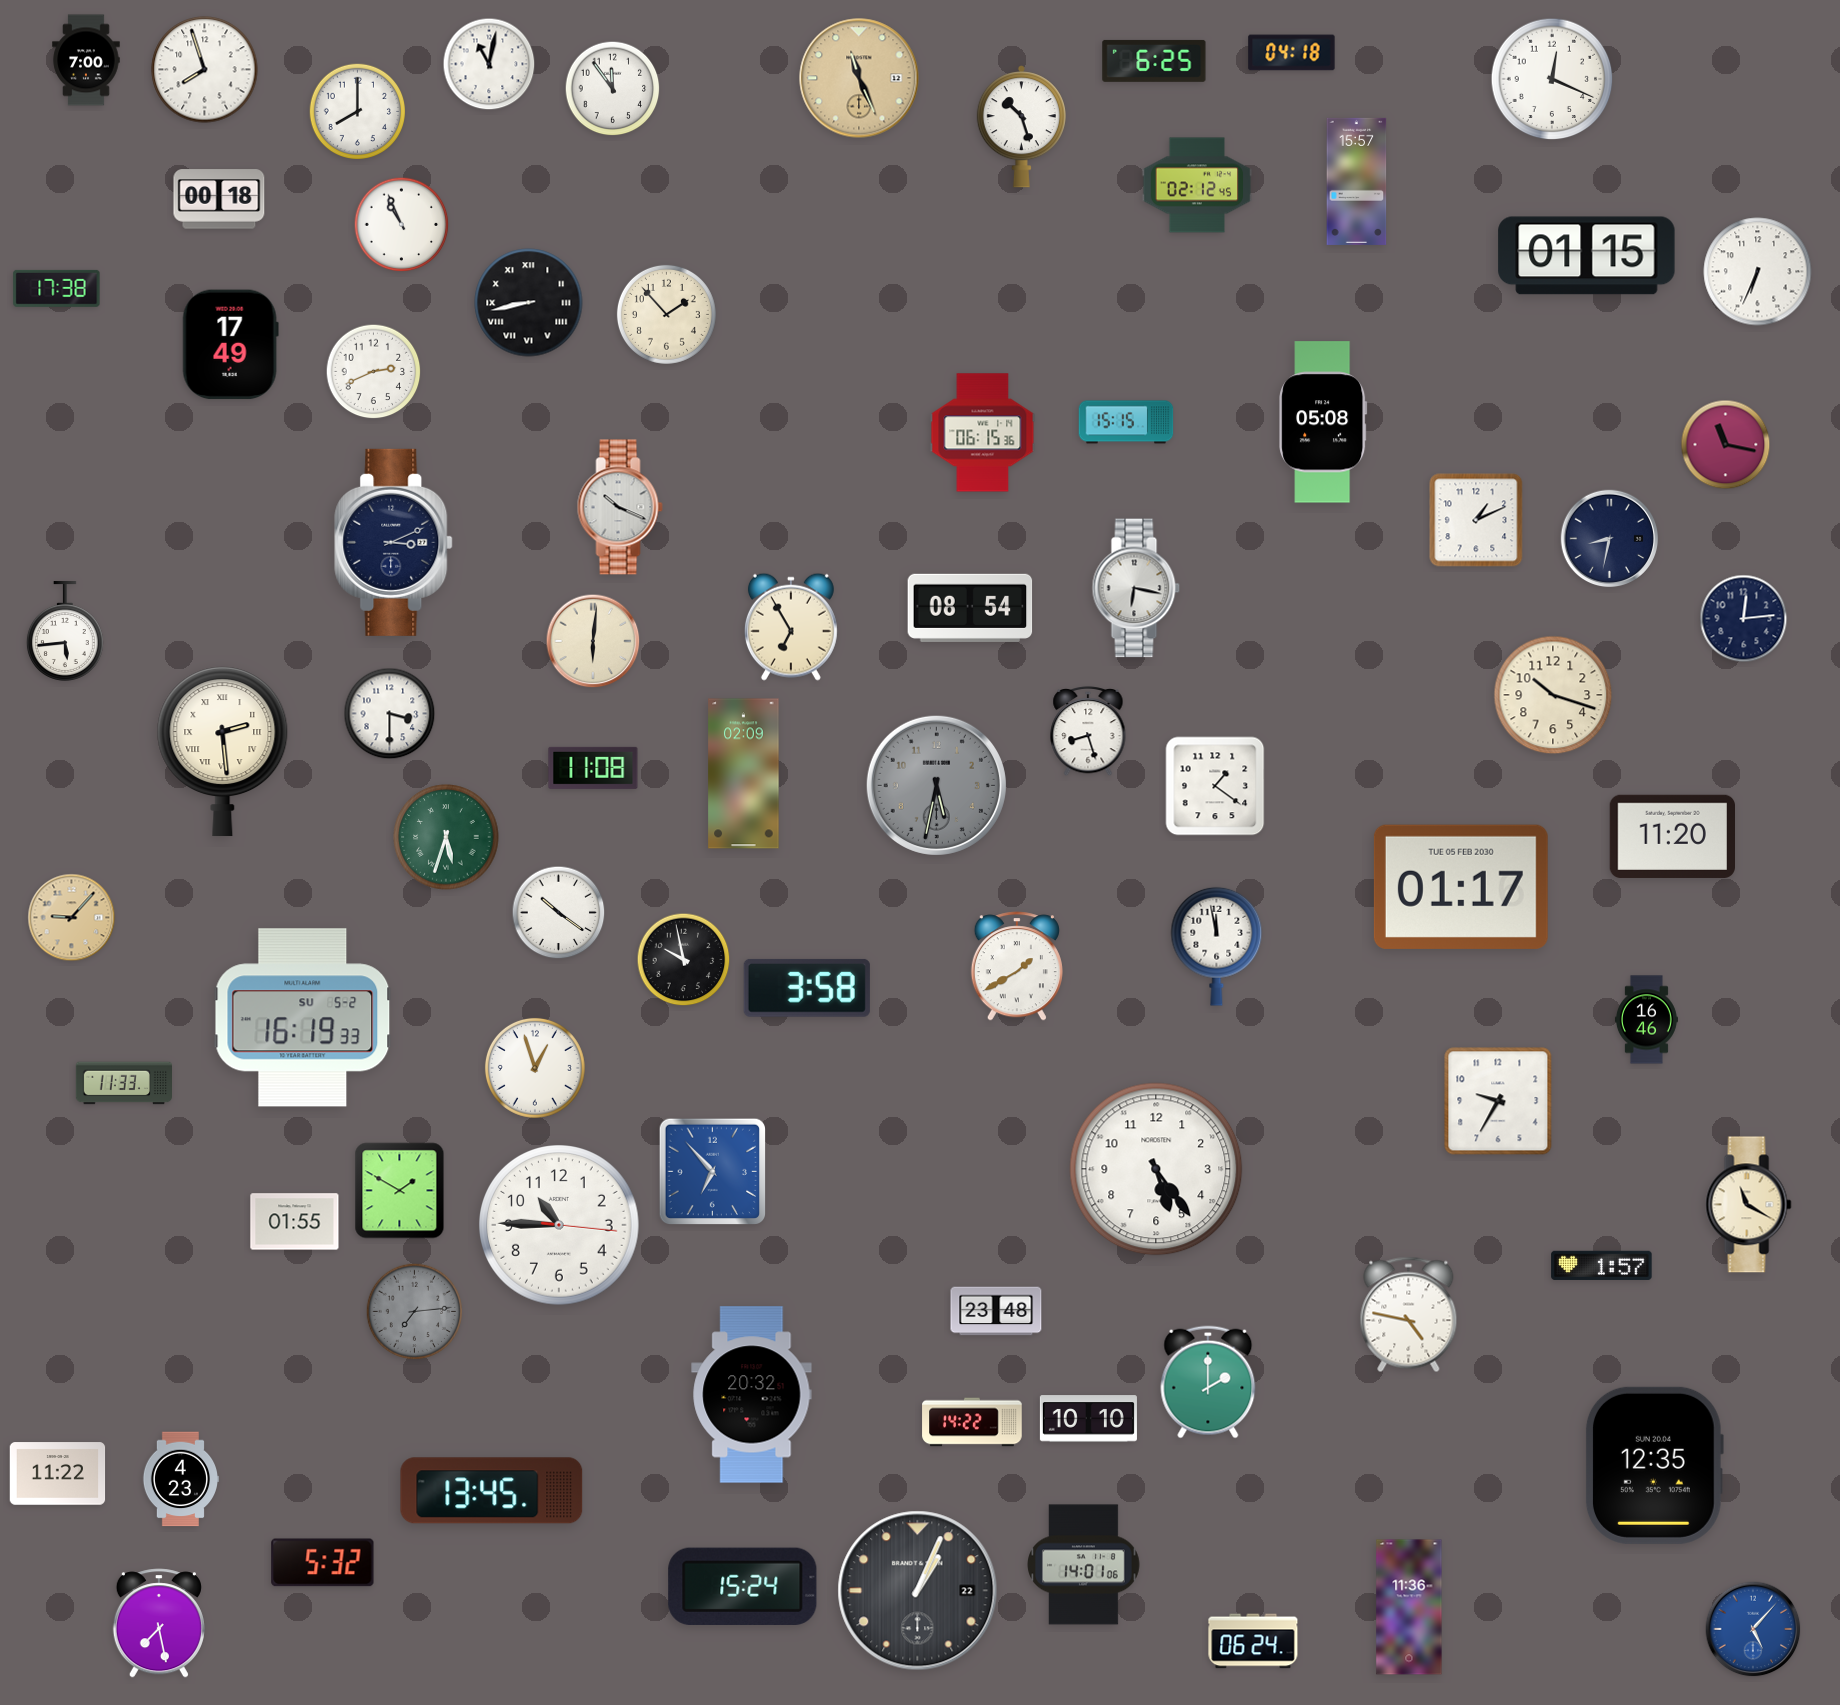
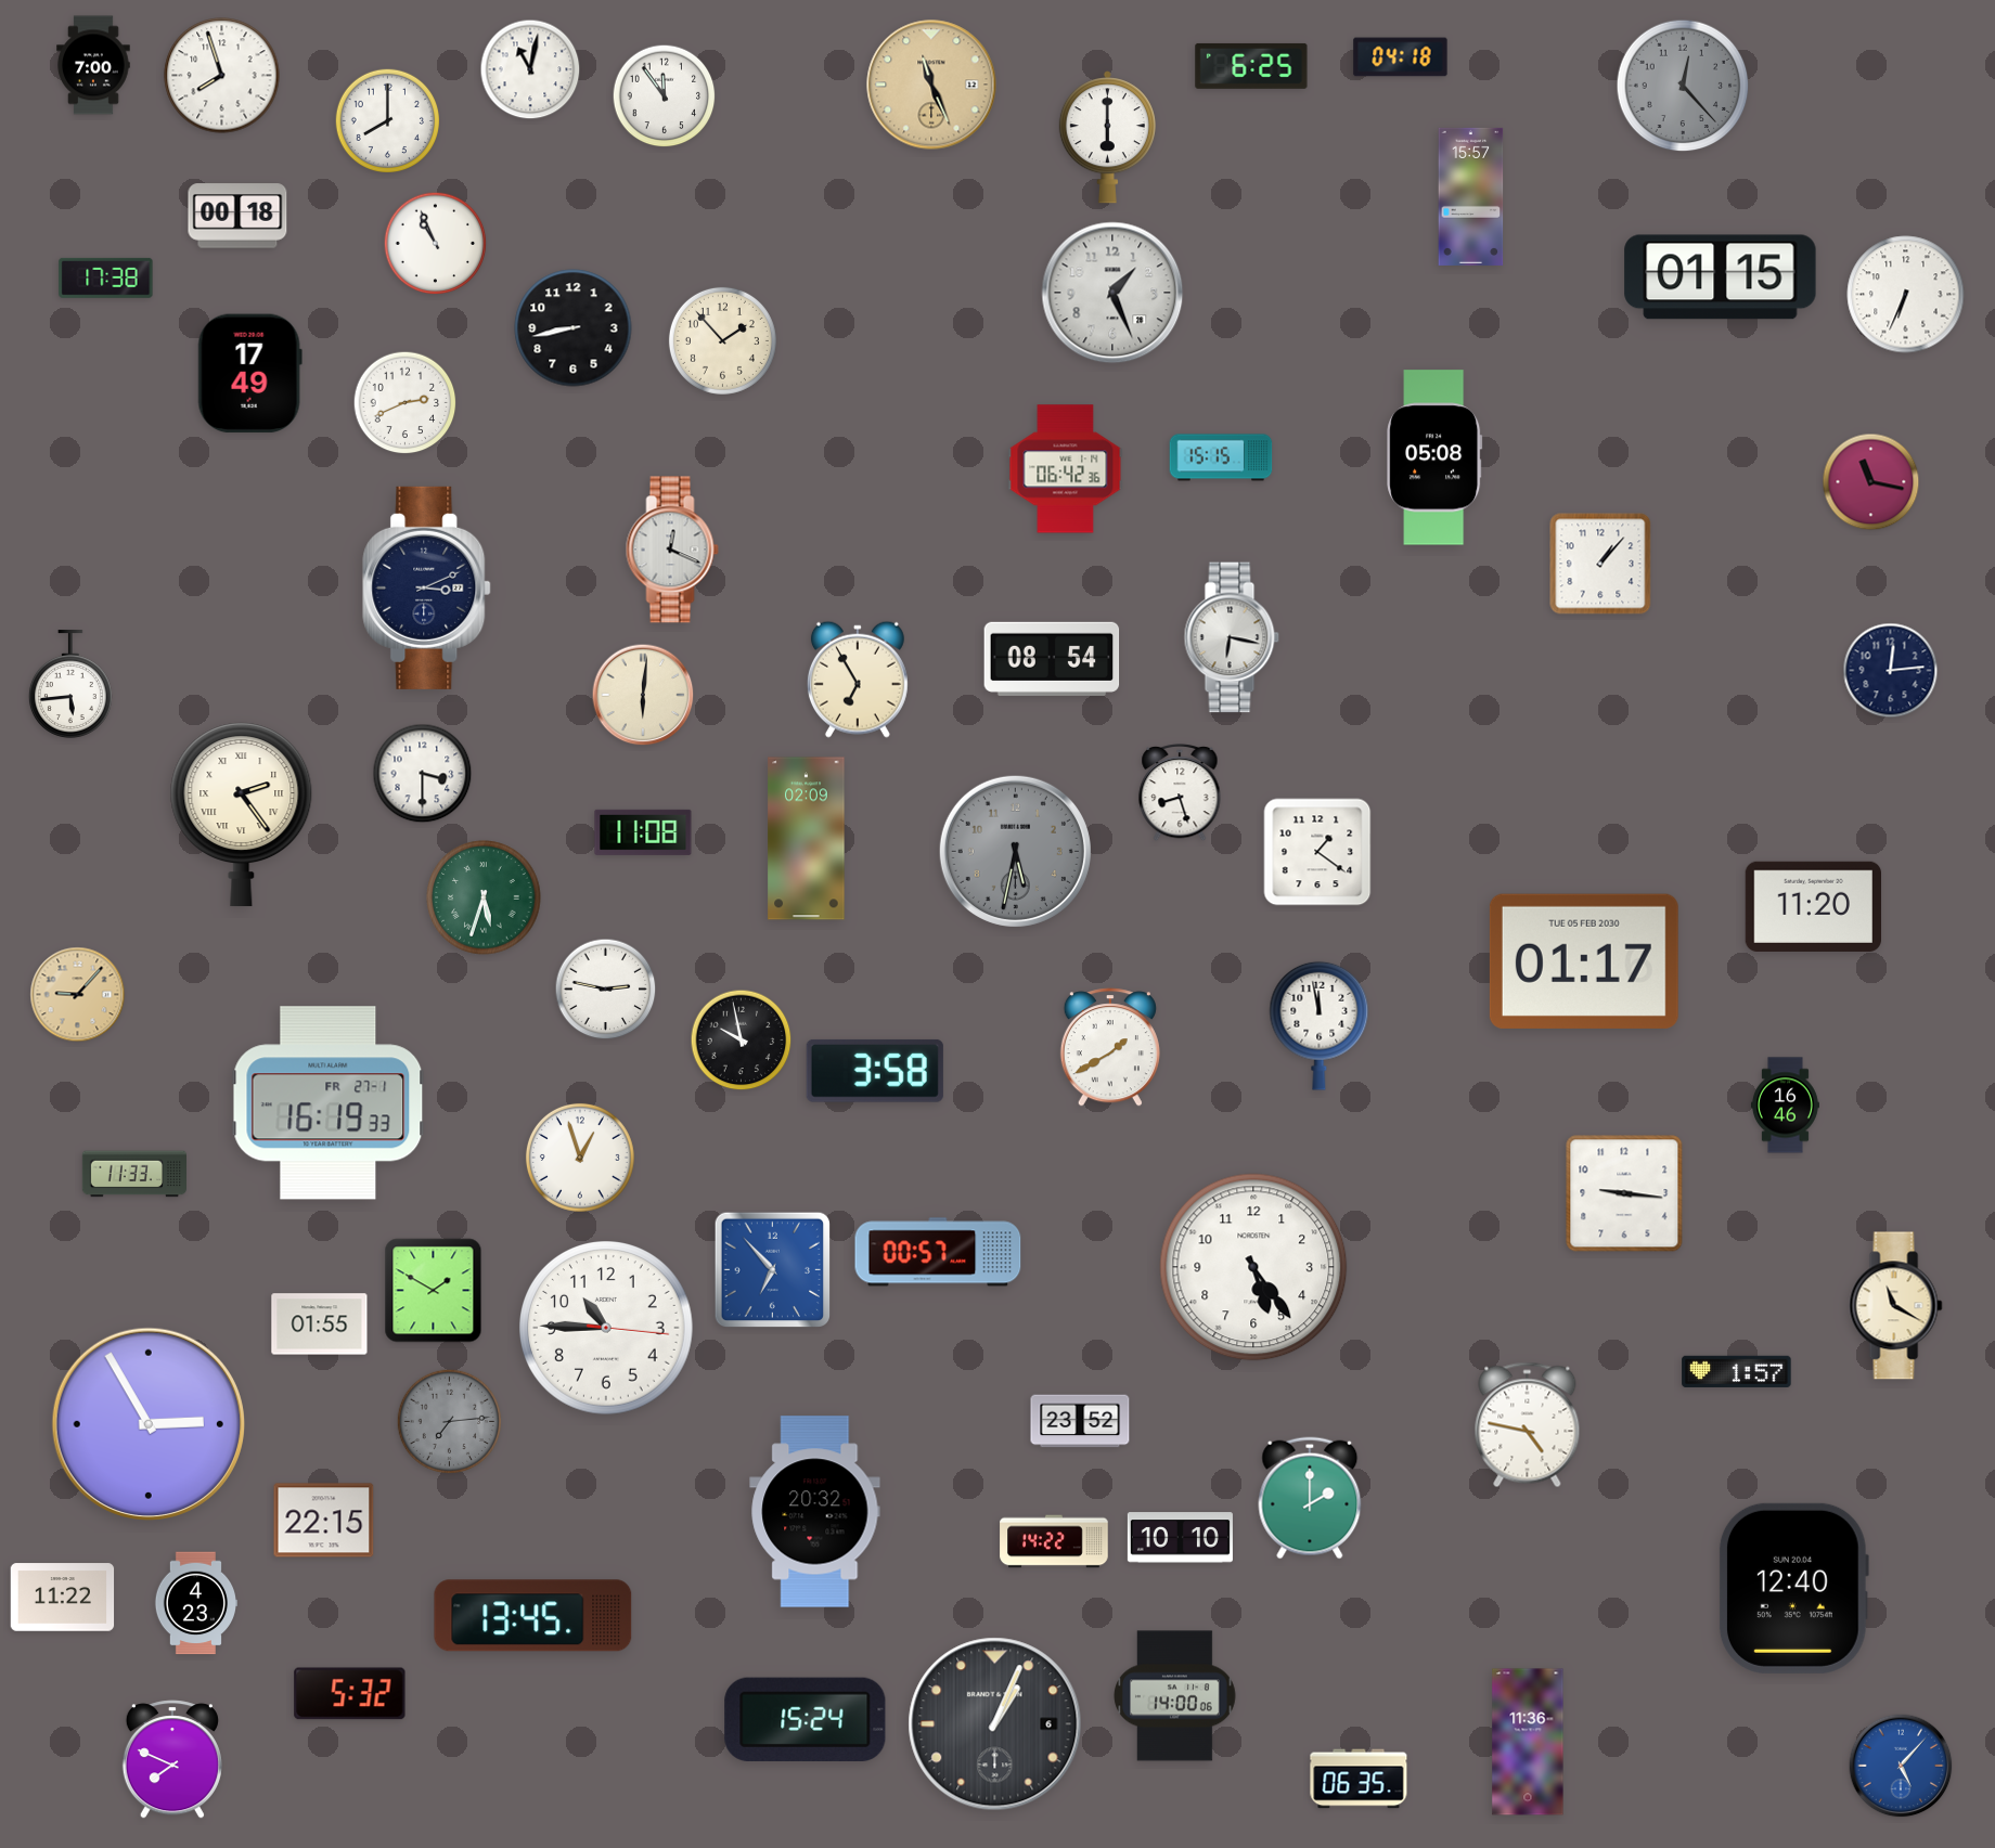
clock at (1552, 79): 12:19 -> 12:23
clock at (1552, 79) dial: white -> grey
clock at (1021, 127): 10:27 -> 6:00
clock at (1197, 185): 02:12 -> none
clock at (1112, 293): none -> 1:26
clock at (57, 288) position: (57, 288) -> (106, 277)
clock at (529, 303) numerals: Roman -> Arabic
clock at (983, 433): 06:15 -> 06:42
clock at (620, 507): 10:19 -> 12:19
clock at (1476, 520): 1:11 -> 1:07
clock at (1610, 539): 8:32 -> none
clock at (1553, 695): 10:18 -> none
clock at (223, 752): 2:29 -> 2:24
clock at (446, 837) position: (446, 837) -> (484, 897)
clock at (559, 913): 10:21 -> 2:47
clock at (1017, 966) position: (1017, 966) -> (1110, 1047)
clock at (303, 1018) date: SU 5-2 -> FR 27-1
clock at (1498, 1101): 9:35 -> 9:16
clock at (938, 1252): none -> 00:57
clock at (996, 1311): 23:48 -> 23:52
clock at (147, 1423): none -> 2:55
clock at (324, 1521): none -> 22:15
clock at (1654, 1465): 12:35 -> 12:40
clock at (1084, 1565): 14:01 -> 14:00
clock at (918, 1591) date: 22 -> 6
clock at (159, 1623): 7:28 -> 7:49
clock at (1253, 1641): 06:24 -> 06:35
